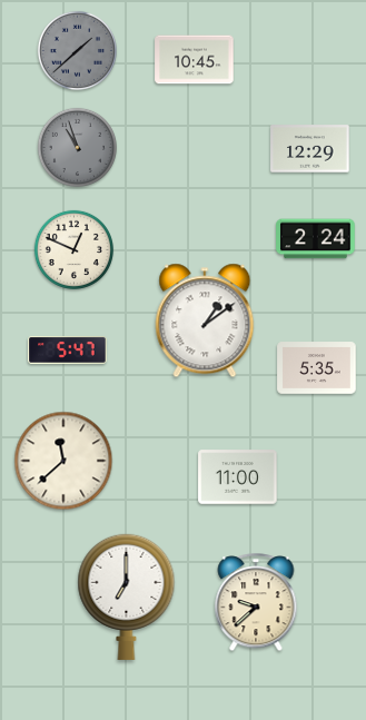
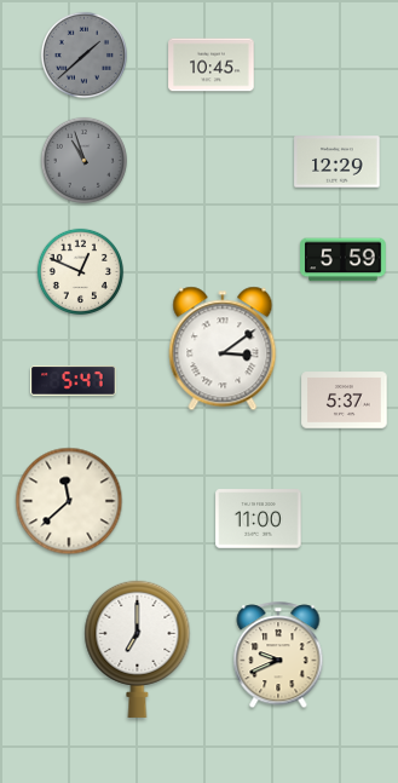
clock at (316, 239): 2:24 -> 5:59
clock at (205, 320): 1:09 -> 3:09
clock at (317, 368): 5:35 -> 5:37
clock at (256, 603): 9:38 -> 9:41
